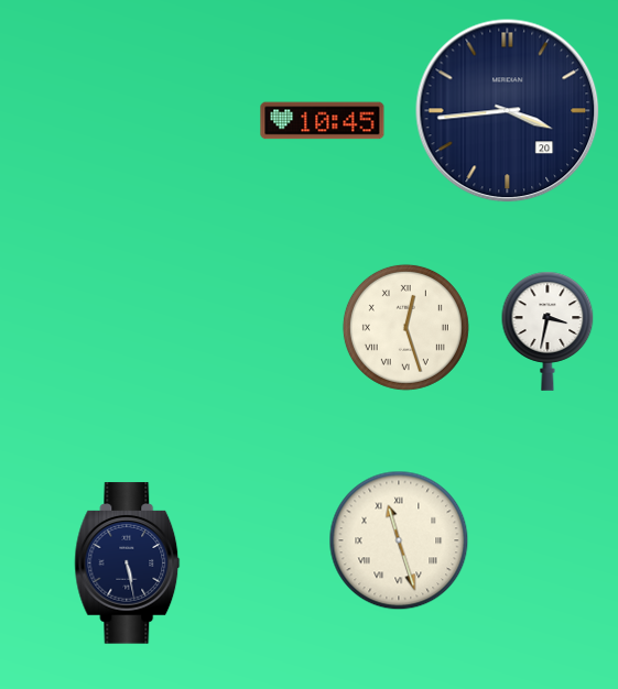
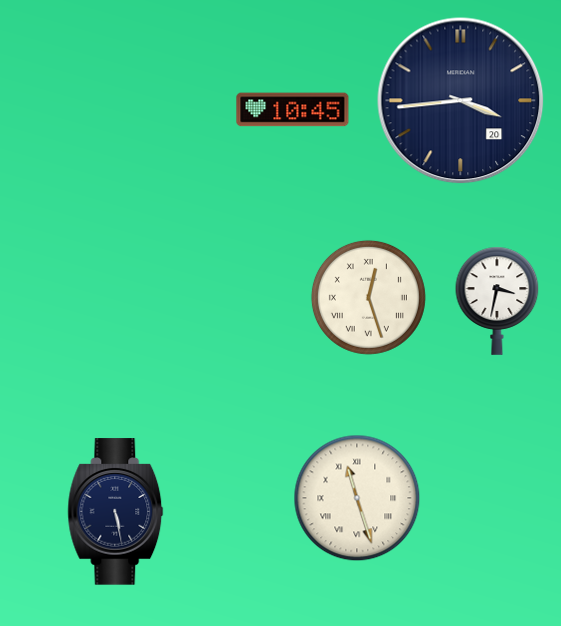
clock at (399, 540) position: (399, 540) -> (357, 498)
